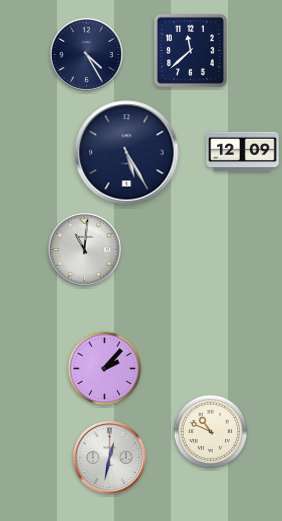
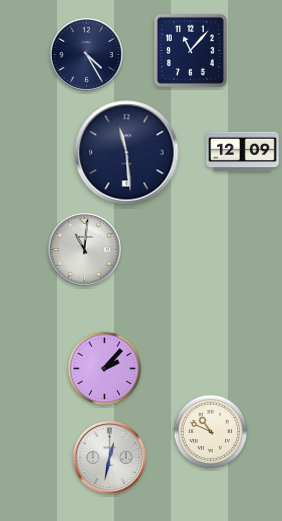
clock at (190, 50): 11:38 -> 11:07
clock at (127, 153): 5:25 -> 11:29
